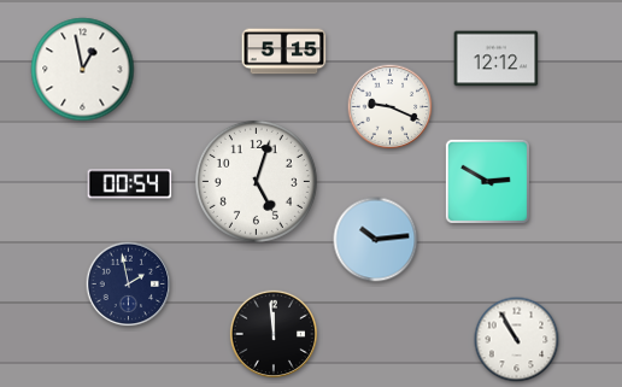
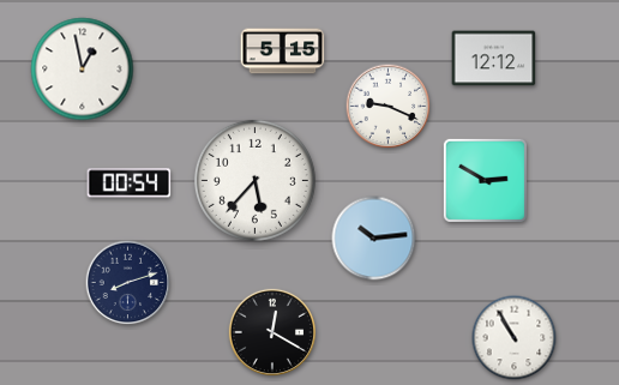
clock at (256, 181): 5:03 -> 5:37
clock at (129, 285): 1:58 -> 8:12
clock at (272, 333): 11:59 -> 12:20
